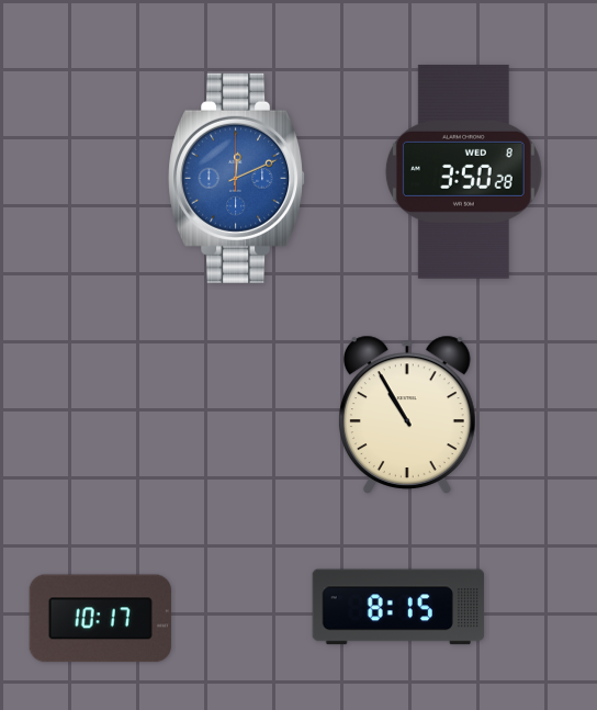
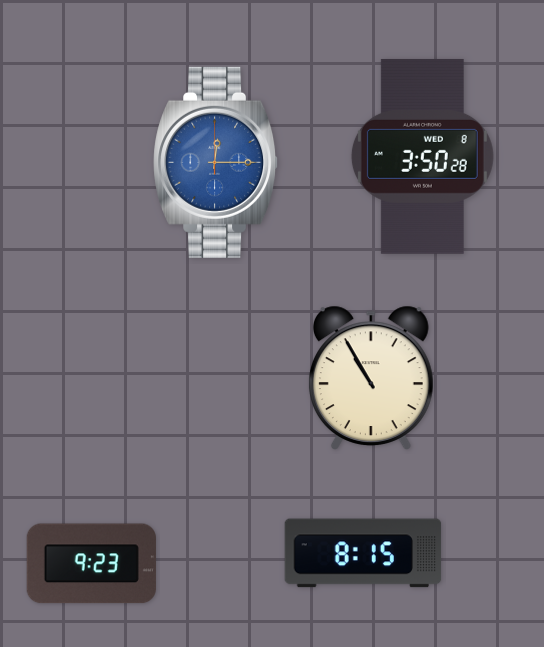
clock at (237, 178): 12:11 -> 12:15
clock at (100, 619): 10:17 -> 9:23
